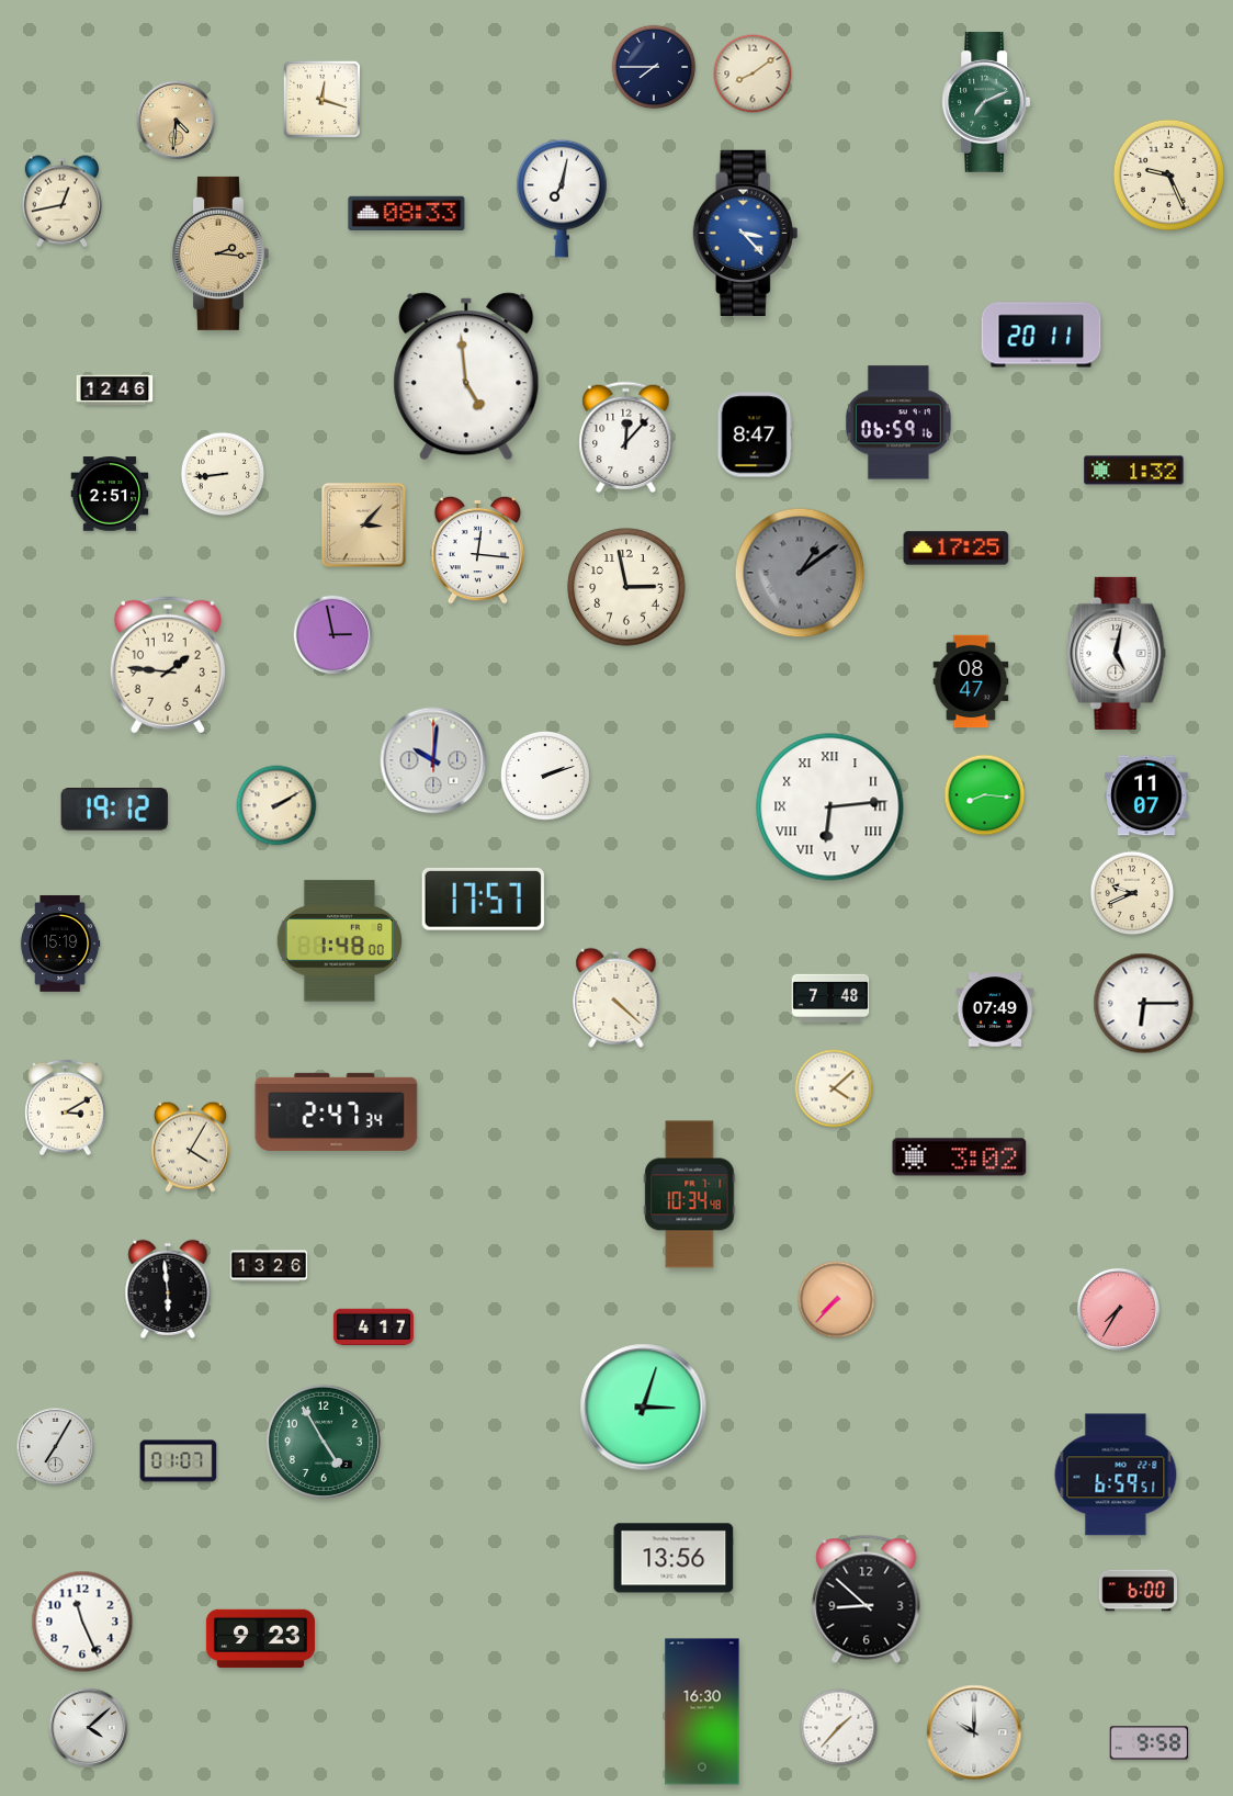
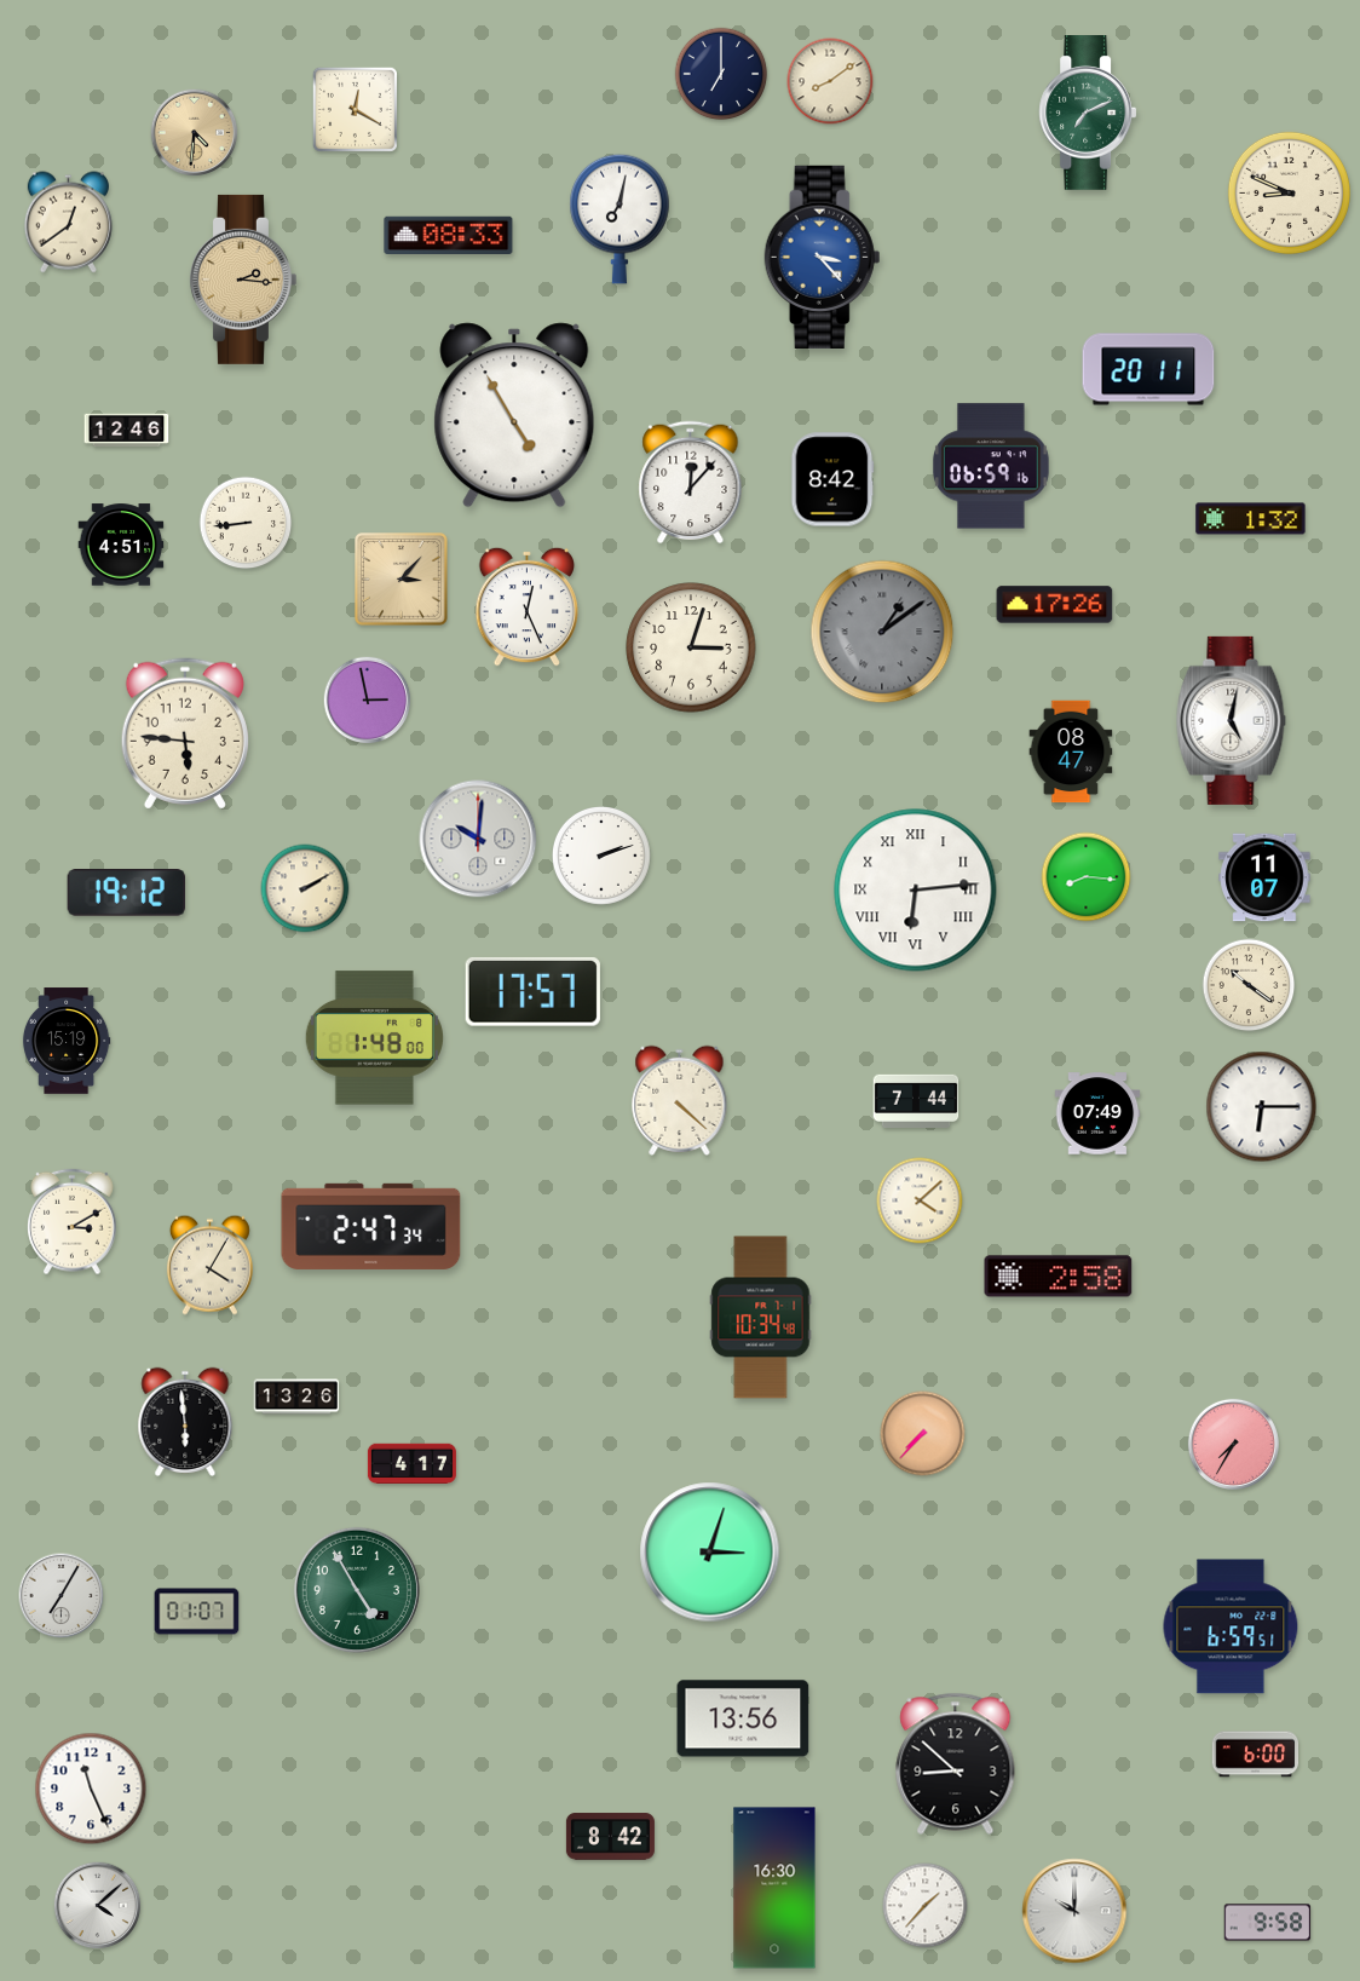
clock at (654, 67): 7:45 -> 7:00
clock at (321, 99): 12:18 -> 12:20
clock at (1168, 174): 9:26 -> 8:49
clock at (61, 202): 12:43 -> 12:39
clock at (466, 376): 4:59 -> 4:55
clock at (755, 434): 8:47 -> 8:42
clock at (110, 494): 2:51 -> 4:51
clock at (957, 549): 17:25 -> 17:26
clock at (478, 550): 12:16 -> 12:26
clock at (626, 587): 2:58 -> 3:03
clock at (168, 665): 1:46 -> 5:46
clock at (1132, 893): 9:41 -> 10:21
clock at (830, 997): 7:48 -> 7:44
clock at (960, 1157): 3:02 -> 2:58
clock at (260, 1639): 9:23 -> none
clock at (610, 1837): none -> 8:42
